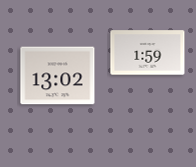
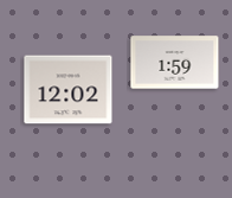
clock at (58, 76): 13:02 -> 12:02
